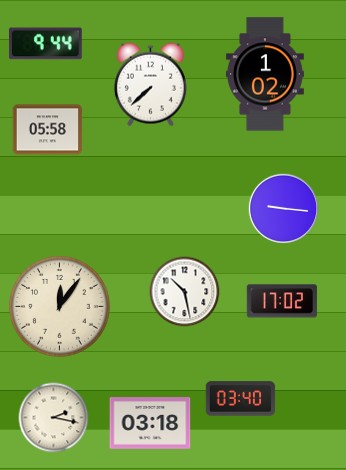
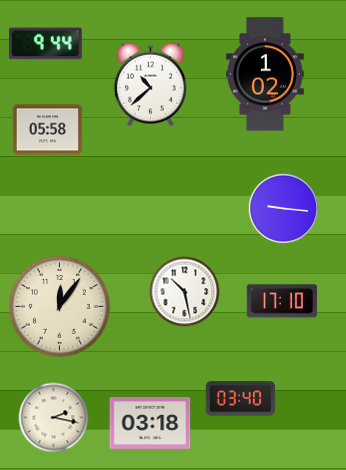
clock at (150, 85): 7:38 -> 10:38
clock at (282, 301): 17:02 -> 17:10
